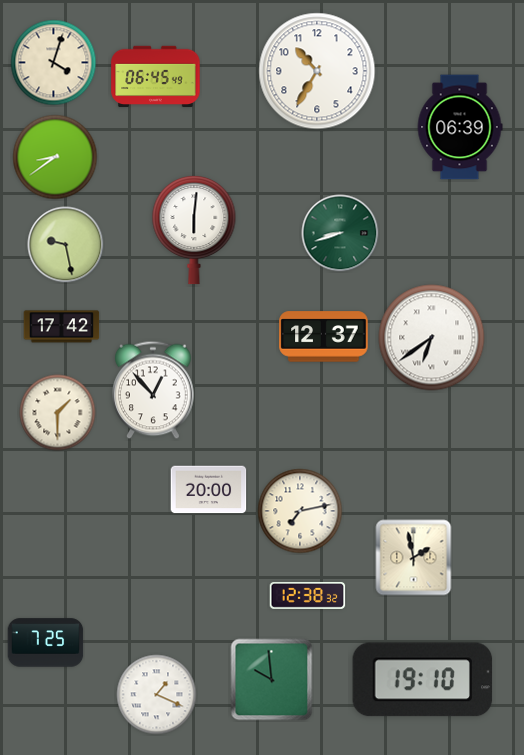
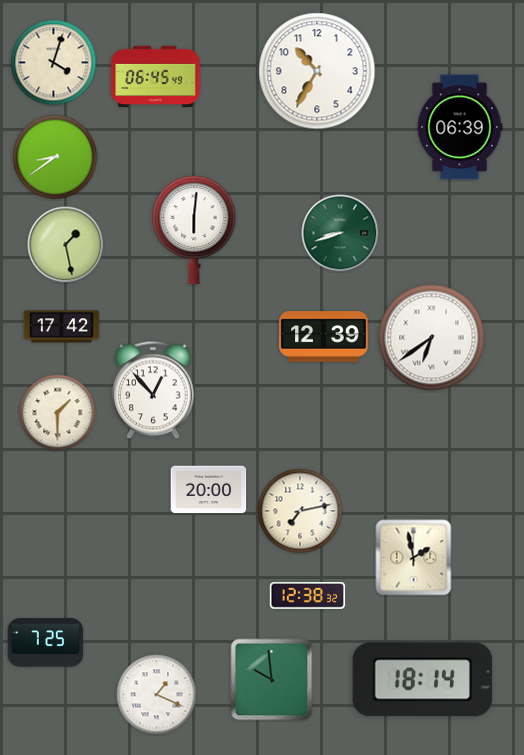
clock at (66, 245): 9:28 -> 1:28
clock at (324, 337): 12:37 -> 12:39
clock at (423, 680): 19:10 -> 18:14
